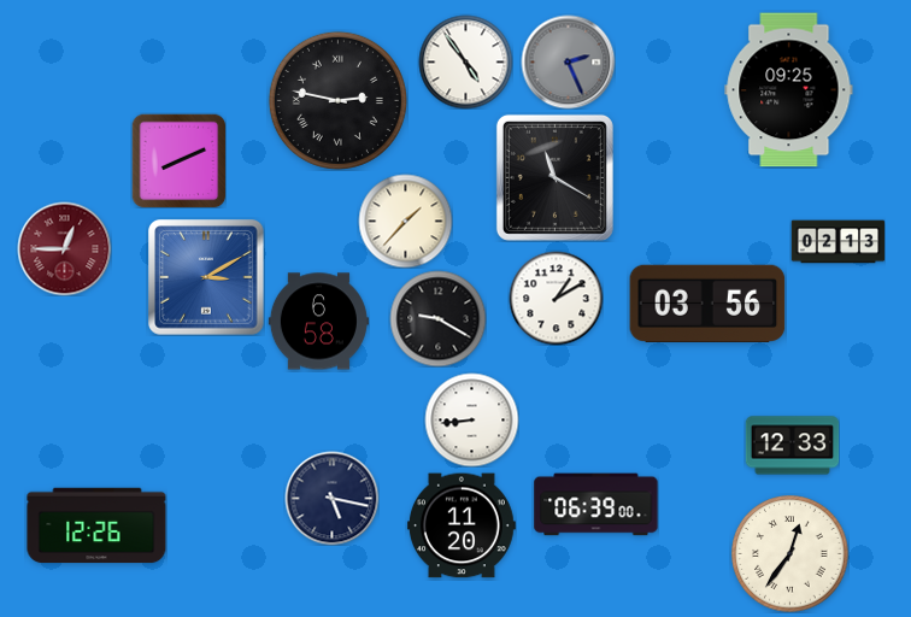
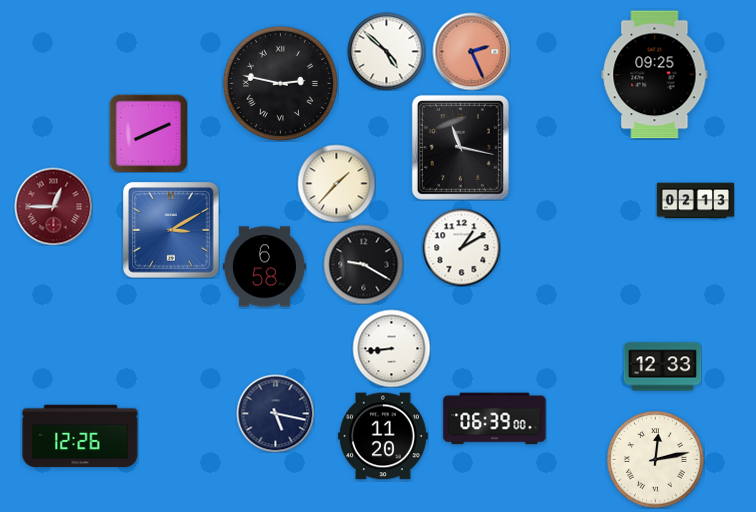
clock at (465, 61): 4:54 -> 4:52
clock at (568, 61) dial: grey -> salmon
clock at (554, 177): 11:20 -> 11:17
clock at (707, 304): 03:56 -> none
clock at (792, 446) position: (792, 446) -> (662, 367)
clock at (790, 554): 12:36 -> 12:13
